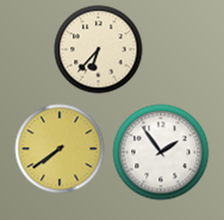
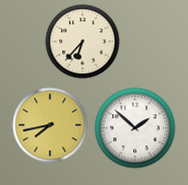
clock at (60, 149): 7:39 -> 7:43
clock at (161, 152): 1:54 -> 1:52
